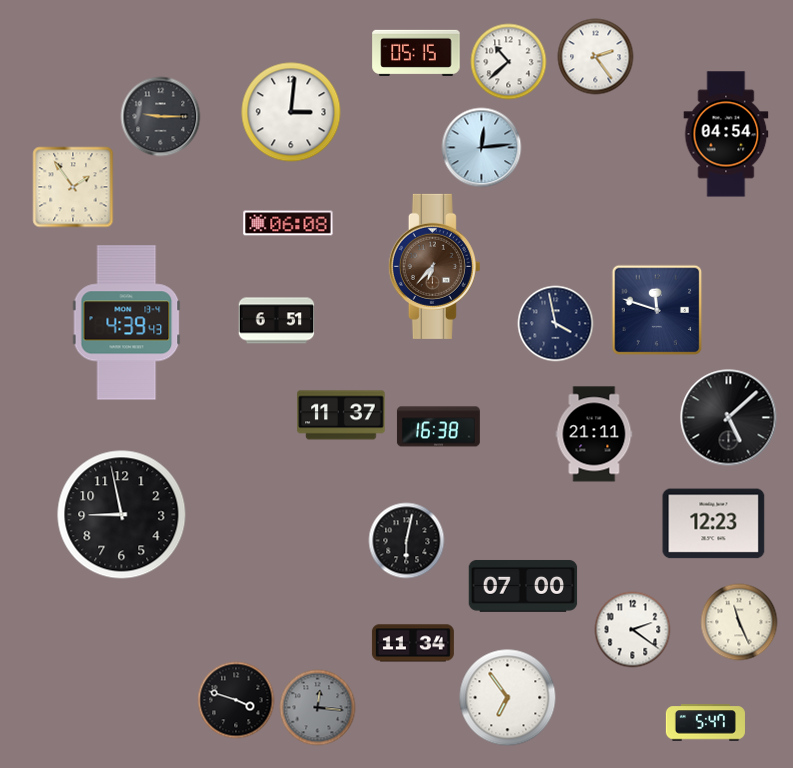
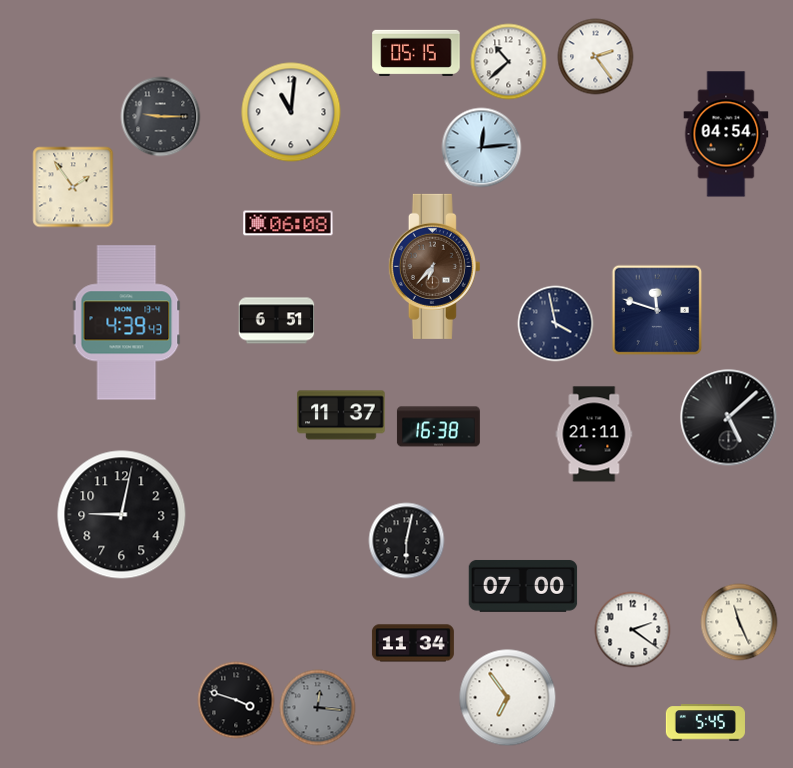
clock at (291, 112): 3:01 -> 11:01
clock at (122, 515): 8:58 -> 9:02
clock at (714, 524): 12:23 -> none
clock at (705, 723): 5:47 -> 5:45
